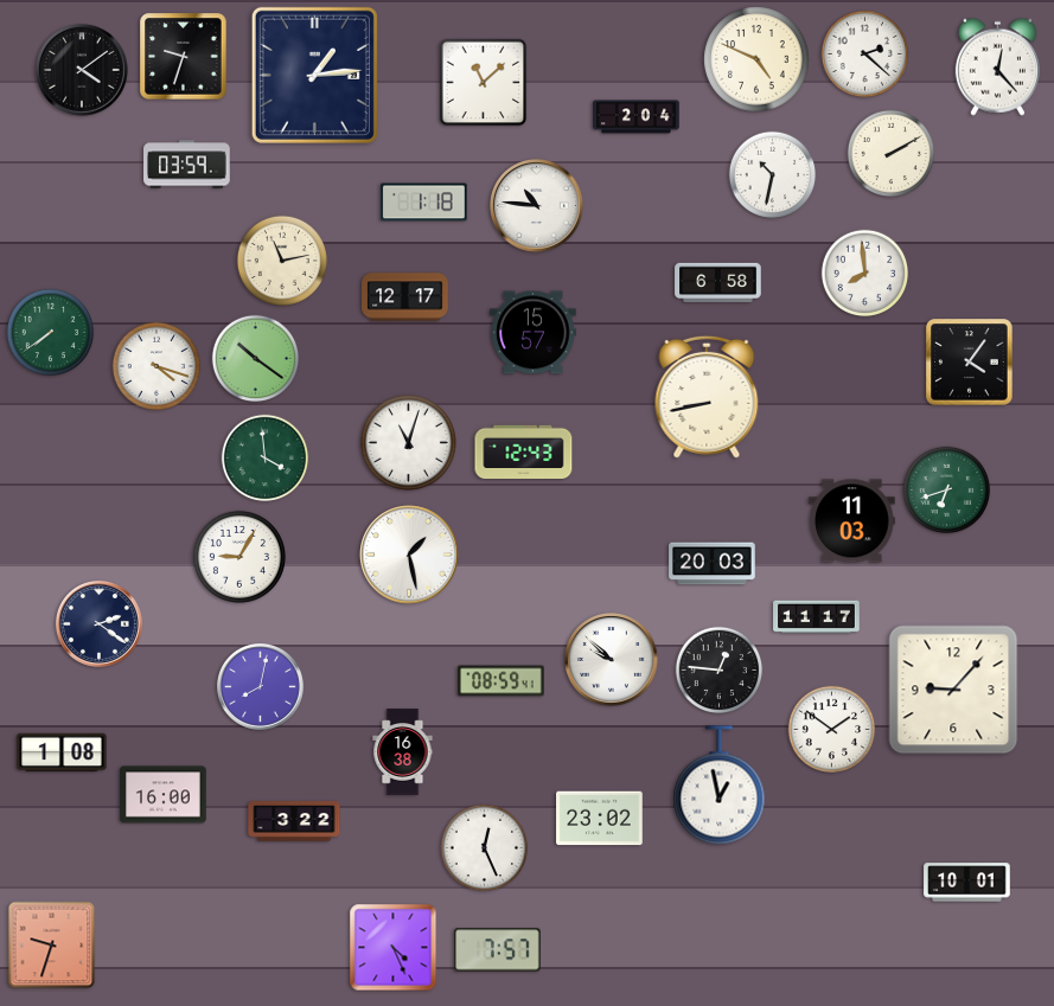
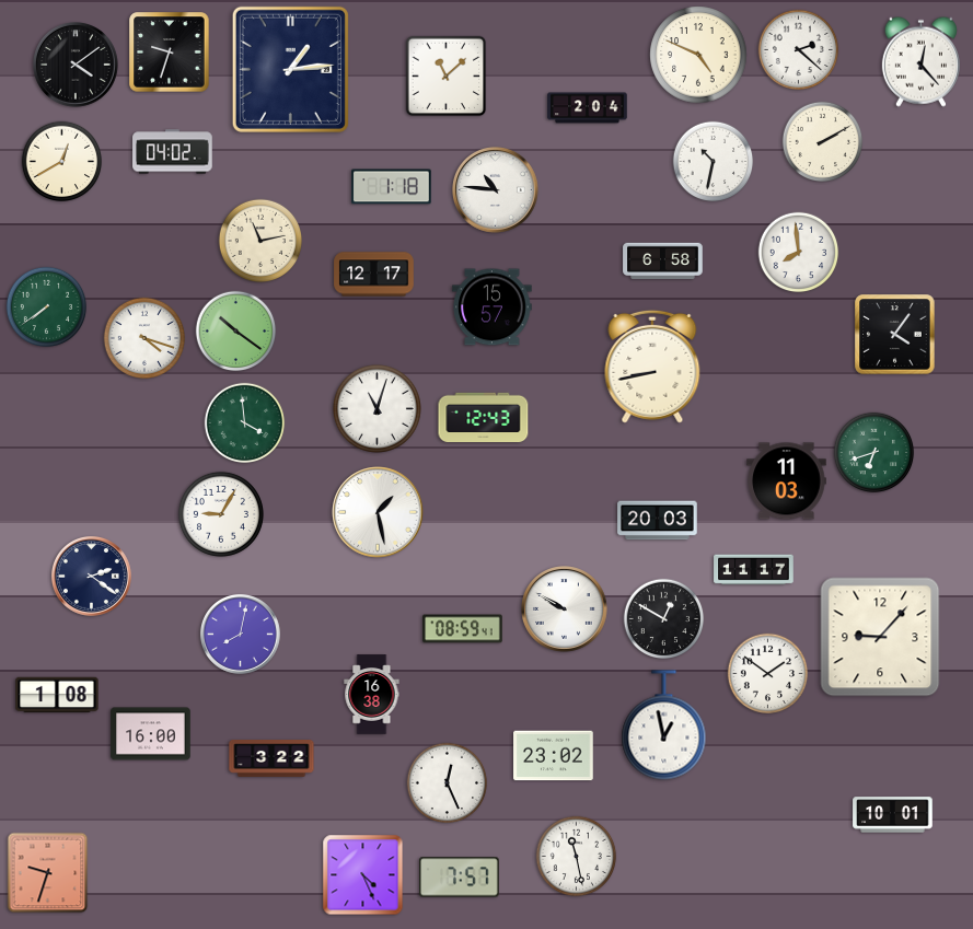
clock at (187, 165): 03:59 -> 04:02
clock at (62, 162): none -> 12:40
clock at (612, 660): 9:52 -> 9:50
clock at (720, 671): 12:46 -> 12:50
clock at (577, 857): none -> 11:28
